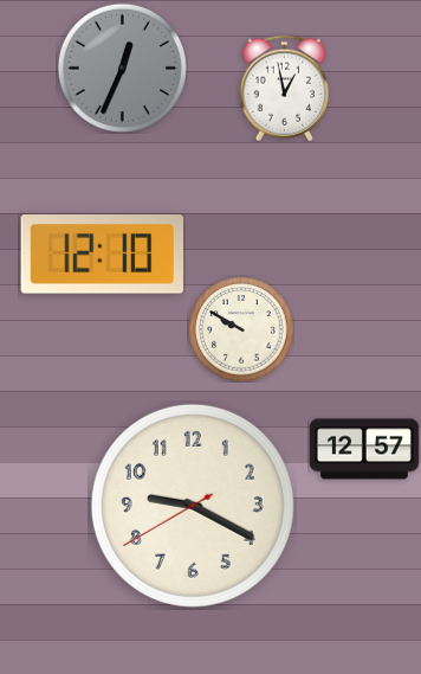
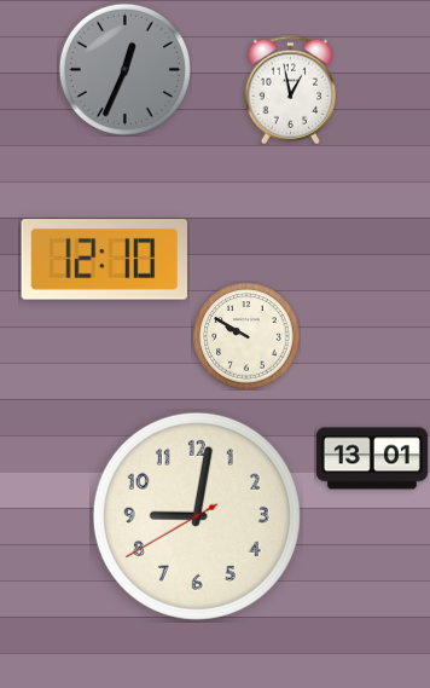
clock at (364, 449): 12:57 -> 13:01
clock at (193, 506): 9:19 -> 9:01
